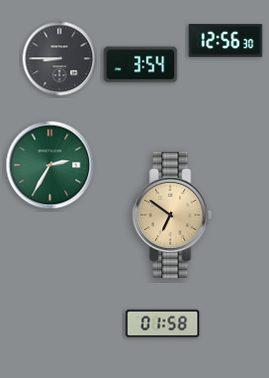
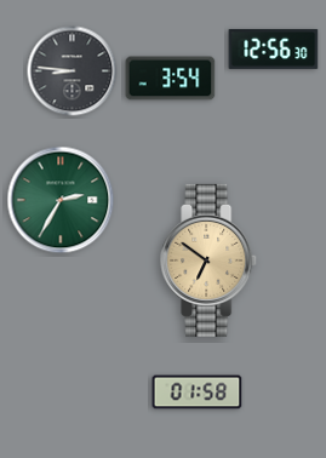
clock at (60, 59): 8:45 -> 8:46
